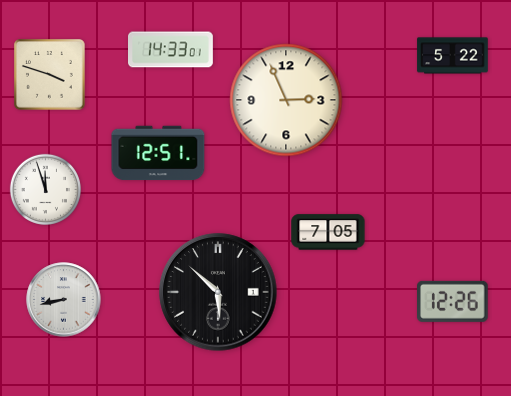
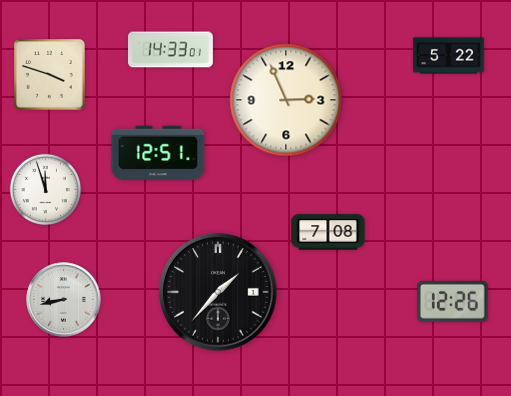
clock at (453, 56) position: (453, 56) -> (449, 56)
clock at (328, 232): 7:05 -> 7:08
clock at (218, 292): 5:52 -> 1:37
